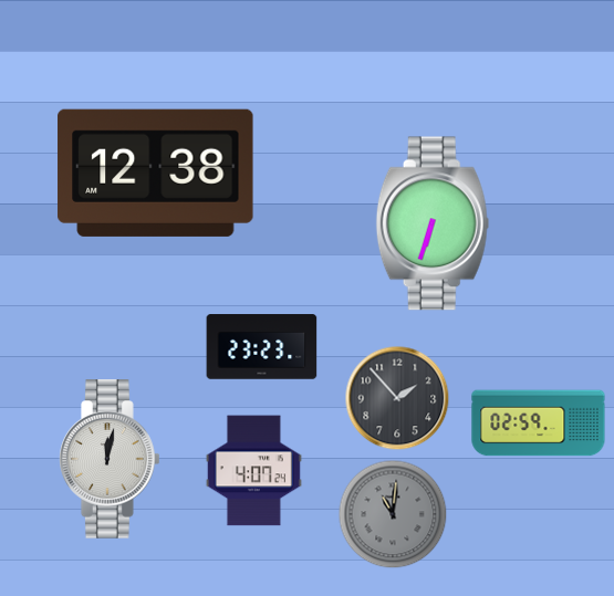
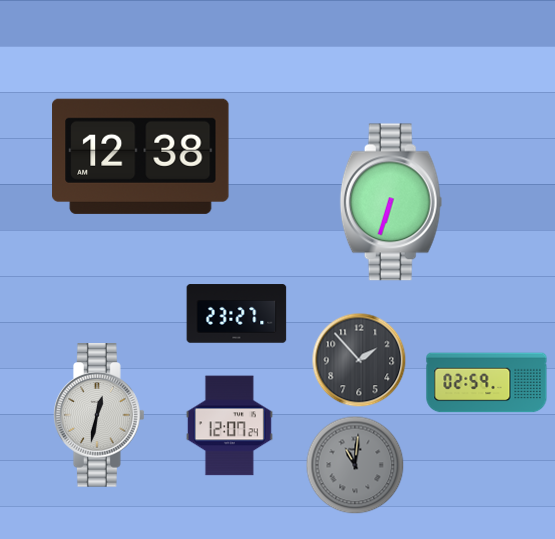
clock at (262, 347): 23:23 -> 23:27
clock at (111, 459): 12:02 -> 12:32
clock at (253, 471): 4:07 -> 12:07
